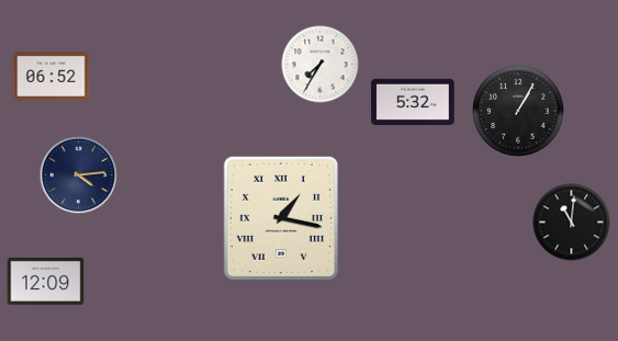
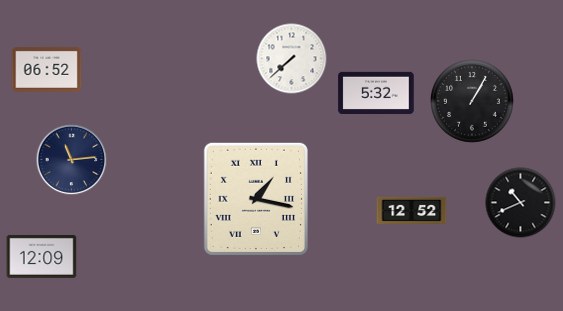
clock at (321, 65): 7:35 -> 7:38
clock at (79, 175): 4:14 -> 11:14
clock at (572, 223): 11:01 -> 10:41
clock at (412, 210): none -> 12:52
